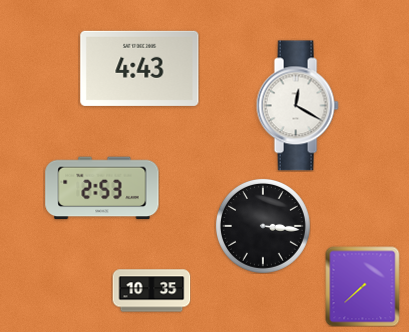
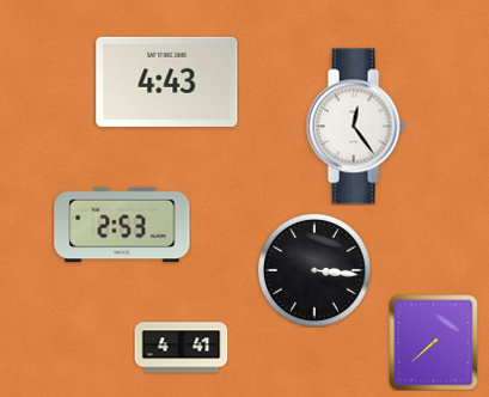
clock at (297, 106): 12:20 -> 12:24
clock at (151, 291): 10:35 -> 4:41
